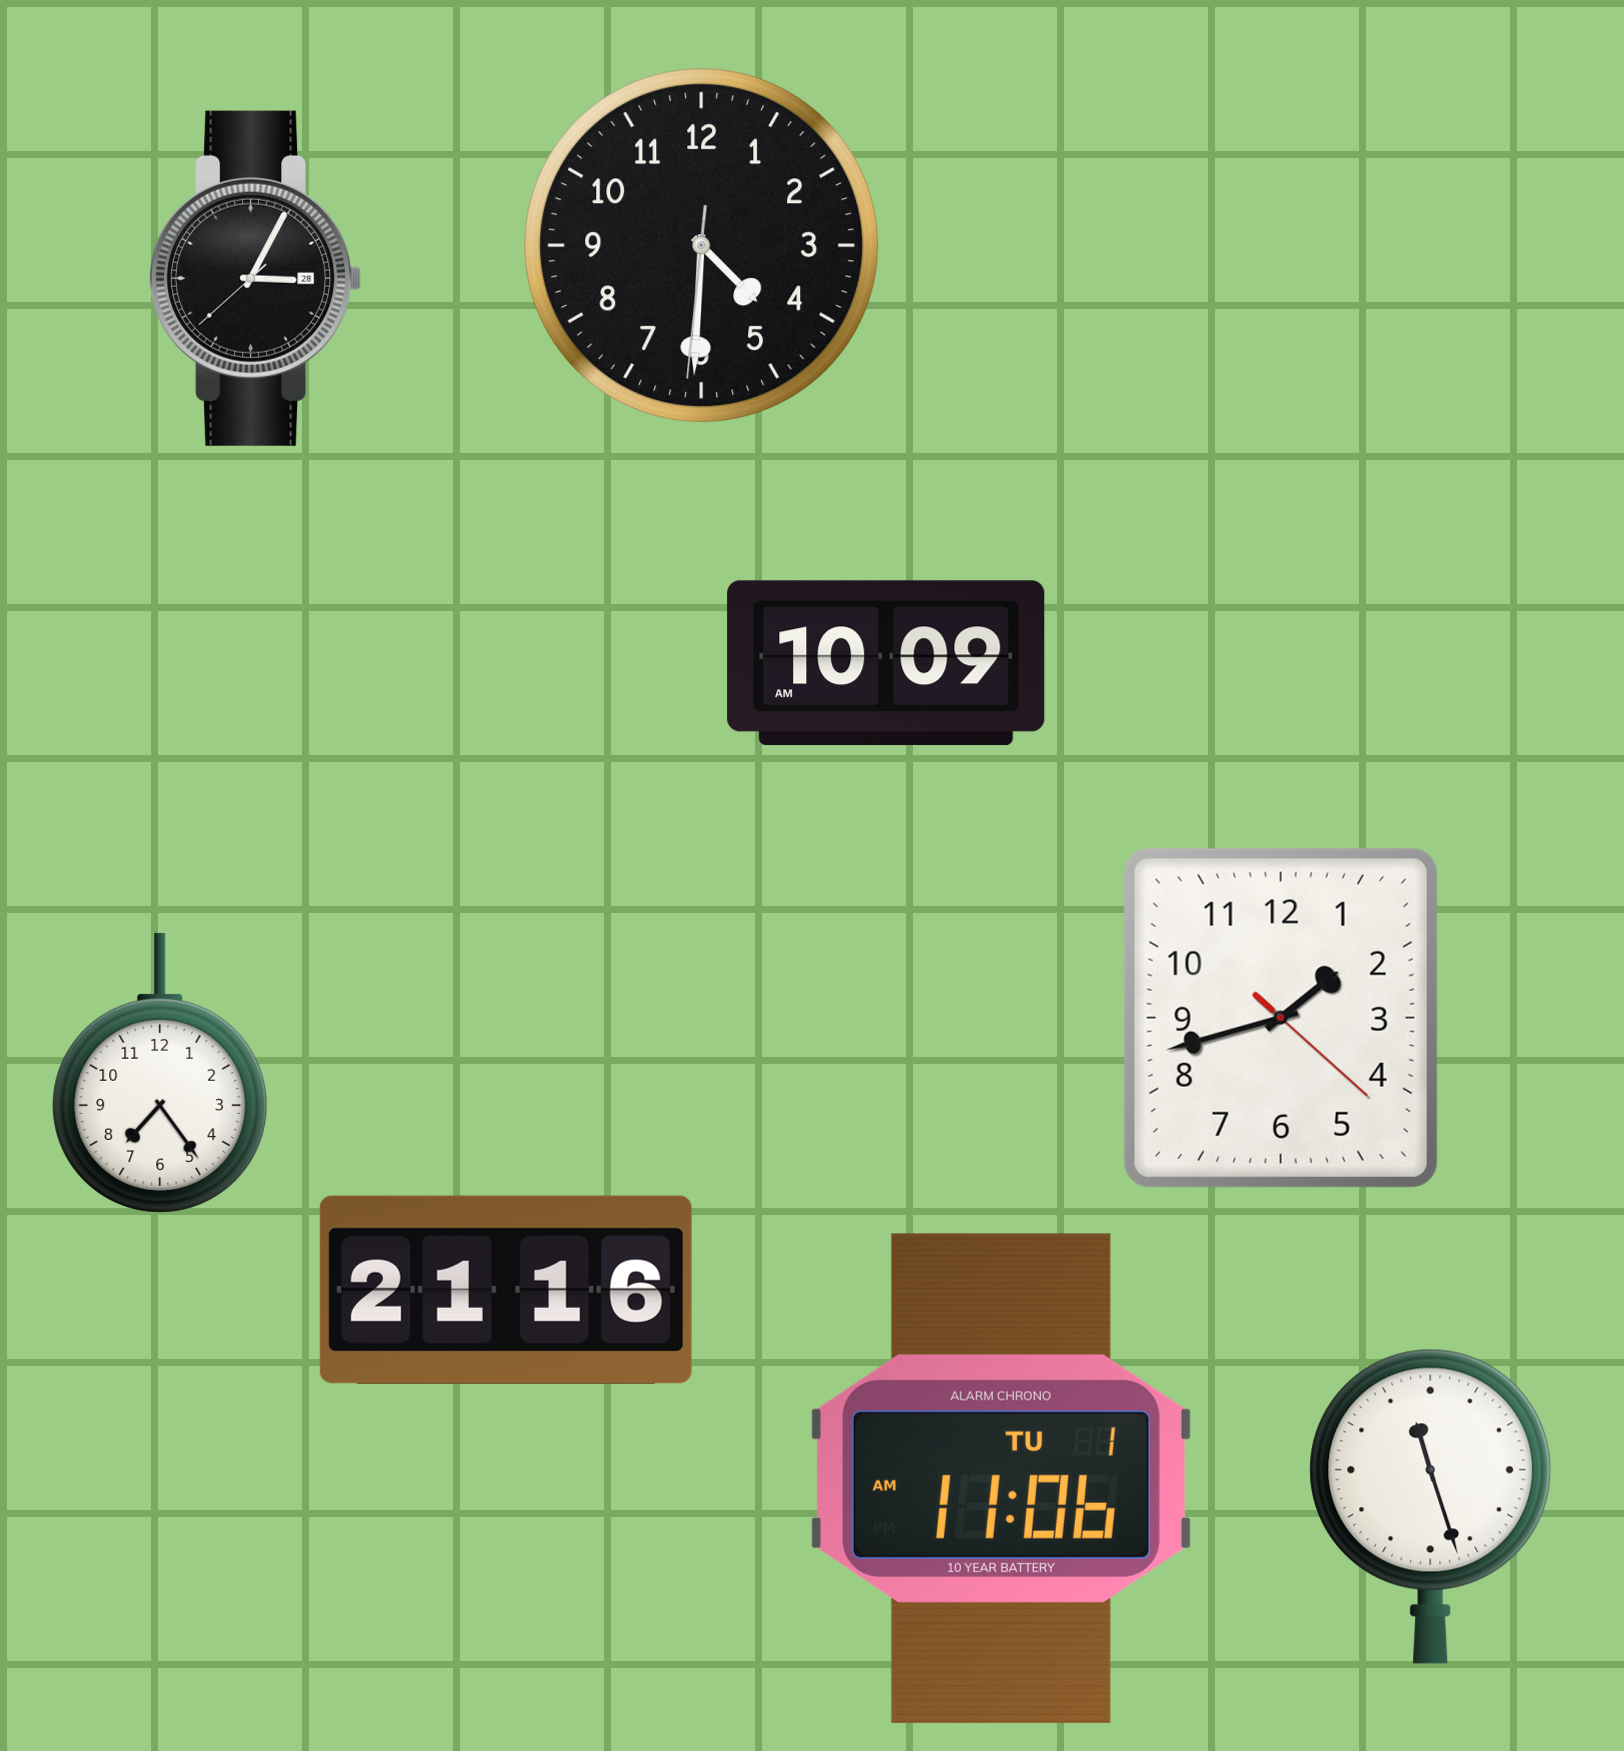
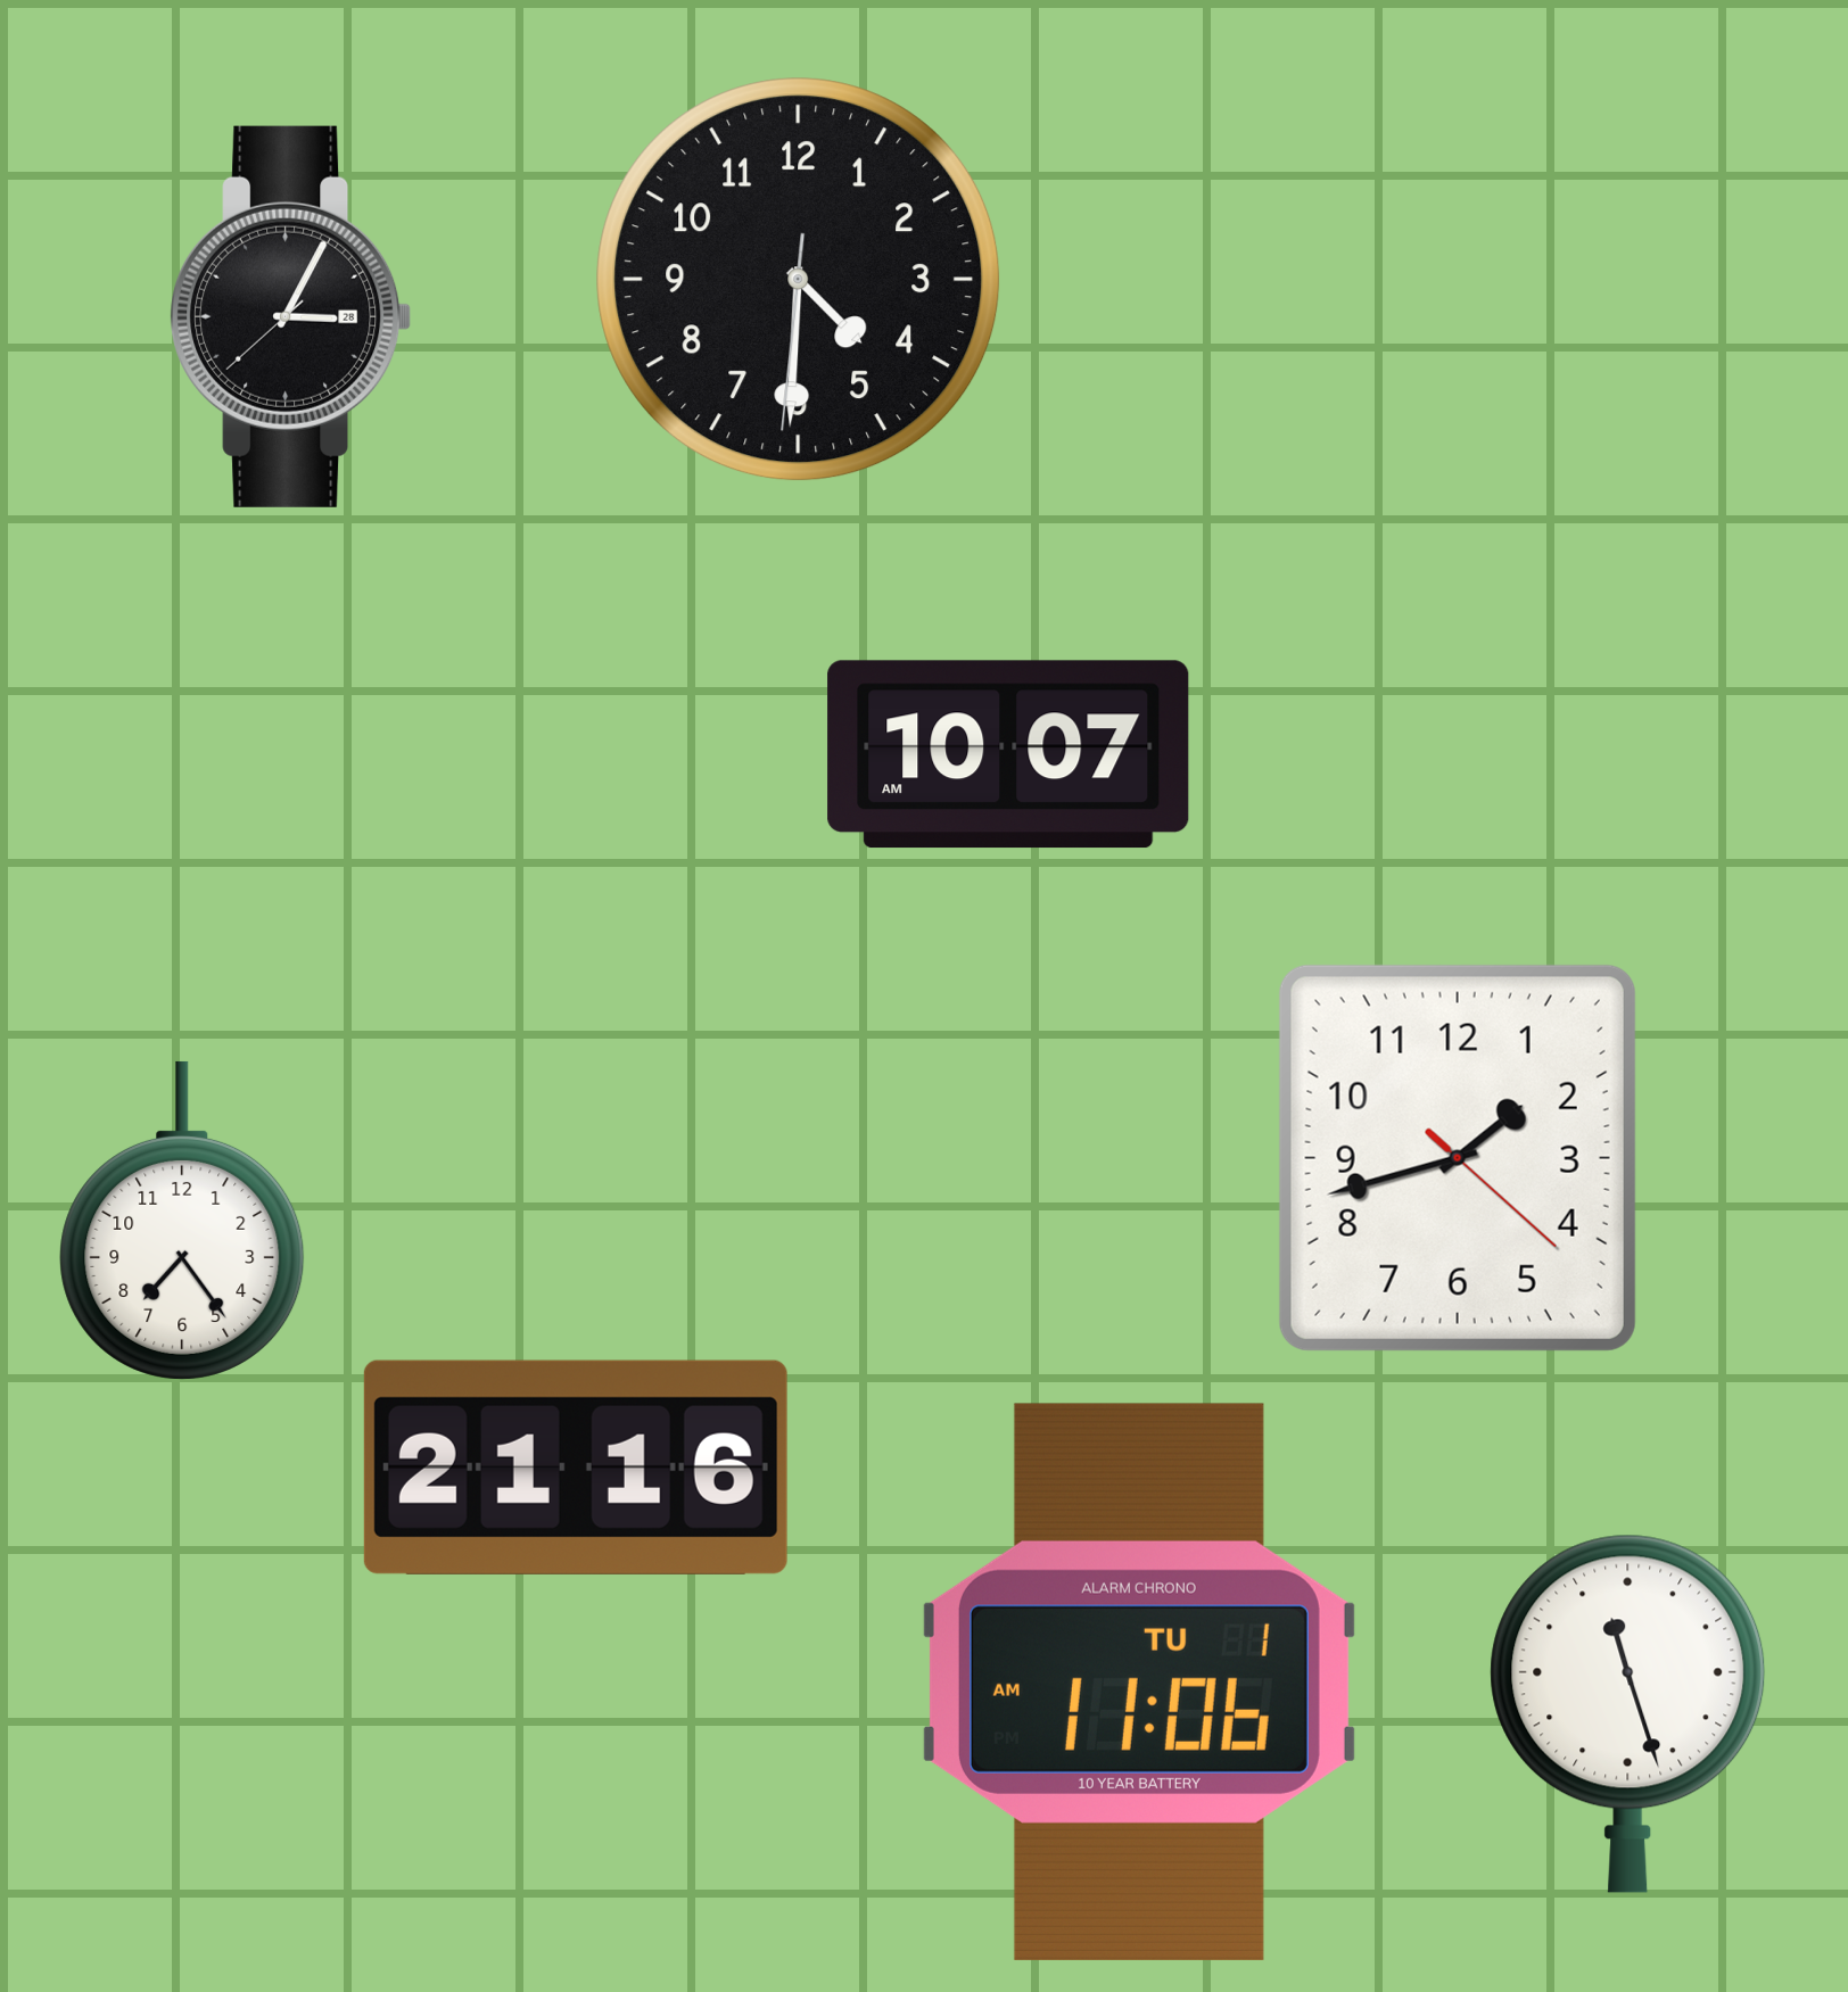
clock at (886, 663): 10:09 -> 10:07
